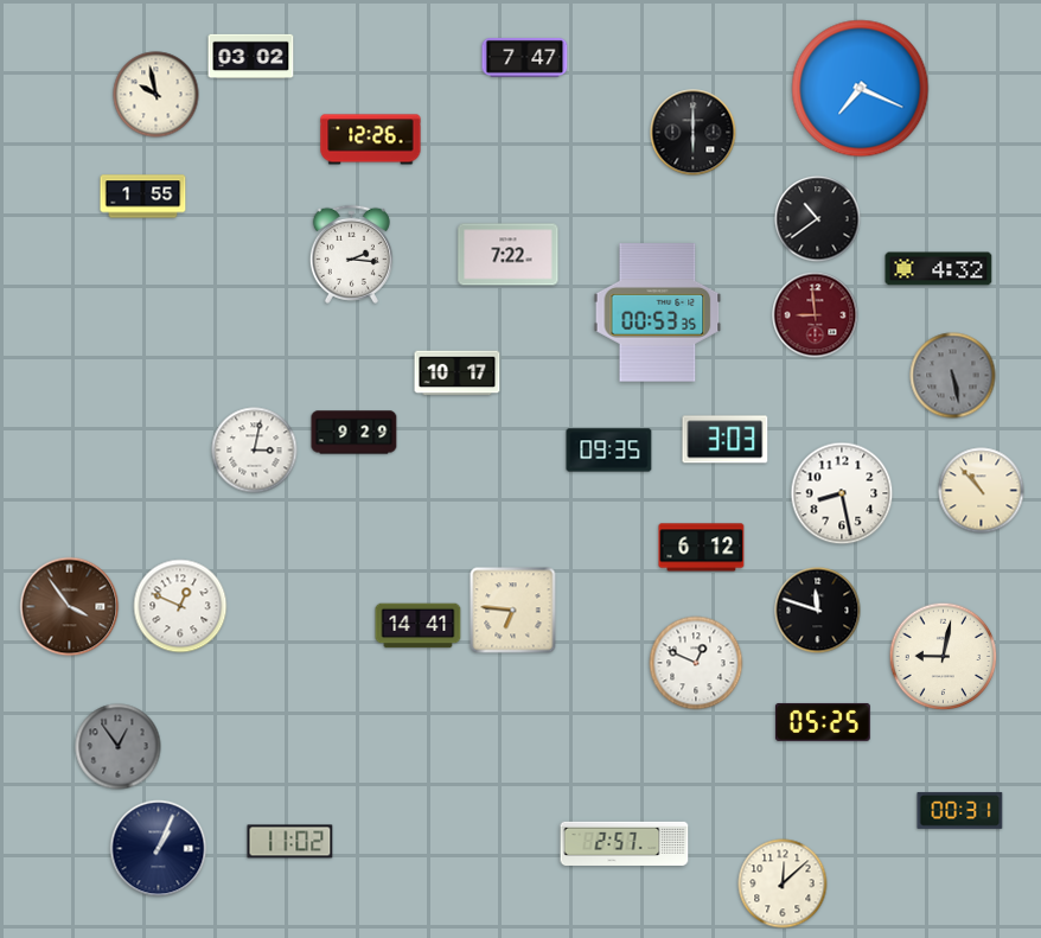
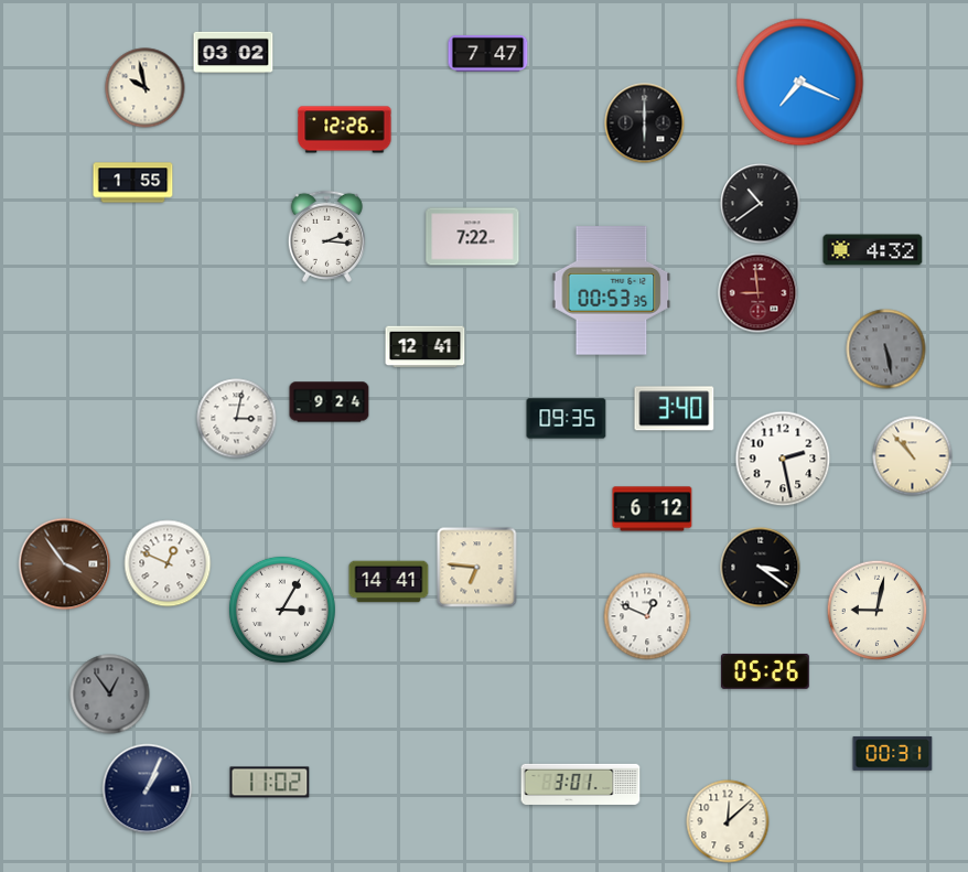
clock at (458, 374): 10:17 -> 12:41
clock at (355, 433): 9:29 -> 9:24
clock at (726, 440): 3:03 -> 3:40
clock at (842, 493): 8:28 -> 2:28
clock at (818, 611): 11:48 -> 3:21
clock at (282, 610): none -> 3:05
clock at (823, 722): 05:25 -> 05:26
clock at (625, 843): 2:57 -> 3:01
